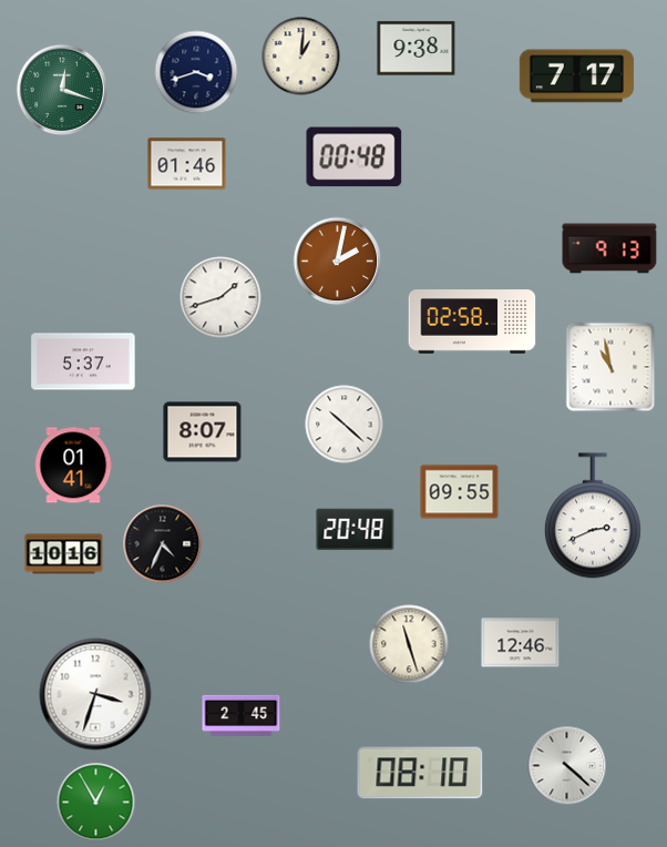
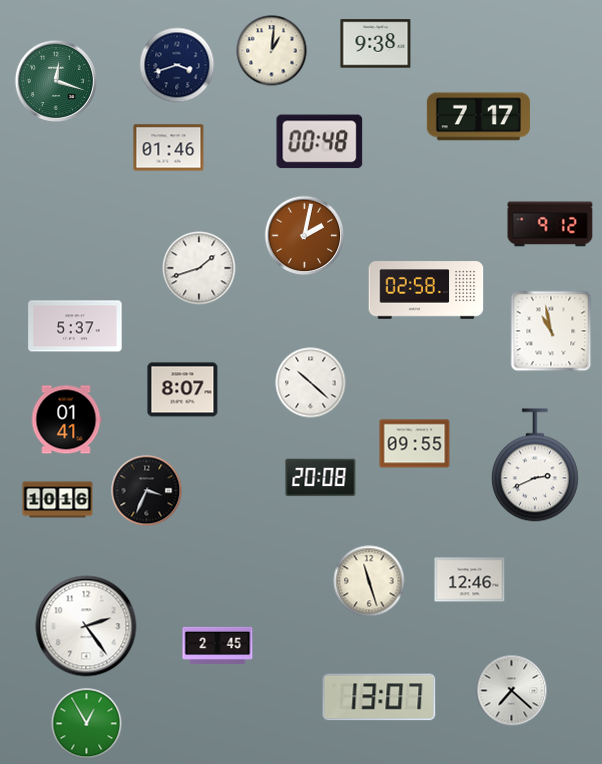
clock at (576, 76) position: (576, 76) -> (478, 117)
clock at (609, 248): 9:13 -> 9:12
clock at (356, 530): 20:48 -> 20:08
clock at (163, 544): 4:34 -> 3:34
clock at (95, 694): 3:33 -> 2:24
clock at (567, 766): 4:22 -> 7:22
clock at (420, 773): 08:10 -> 13:07
